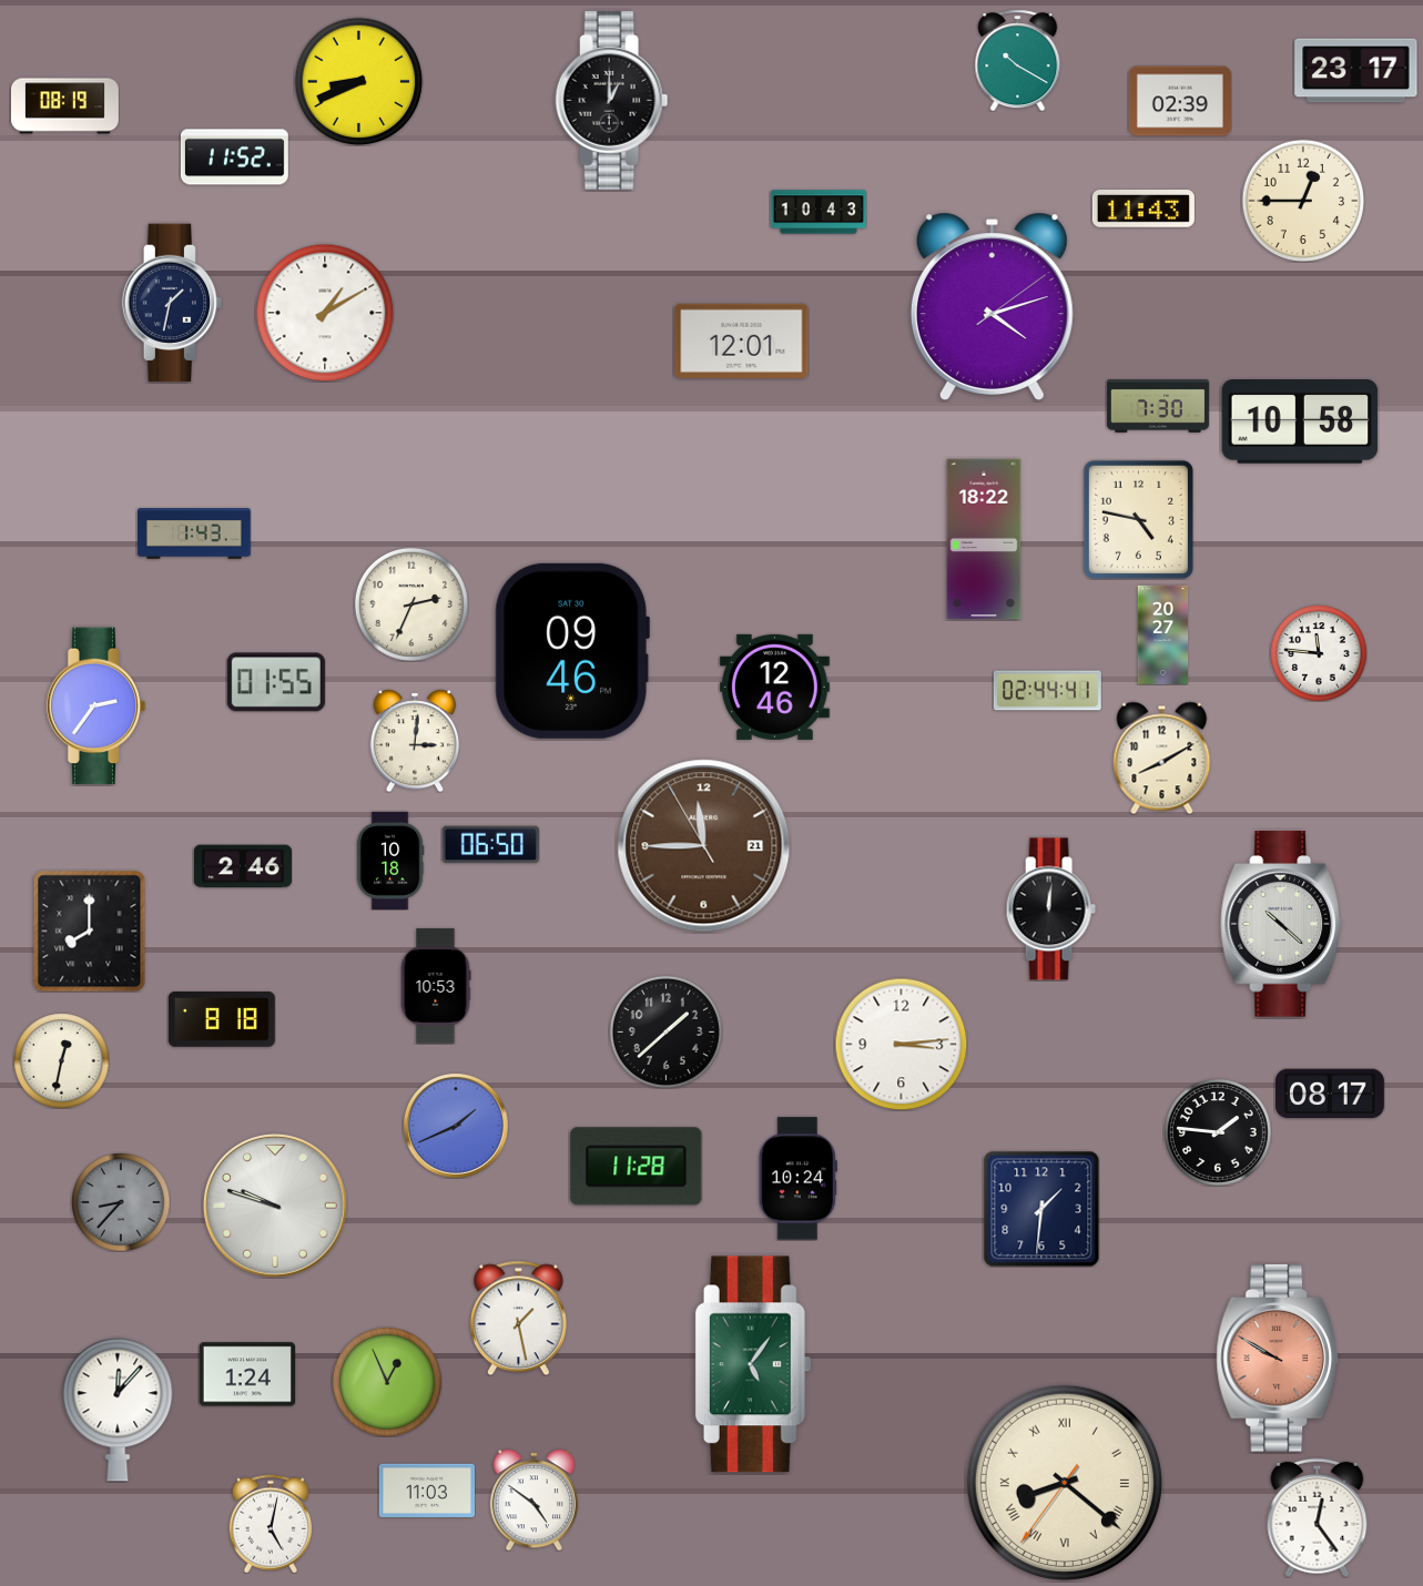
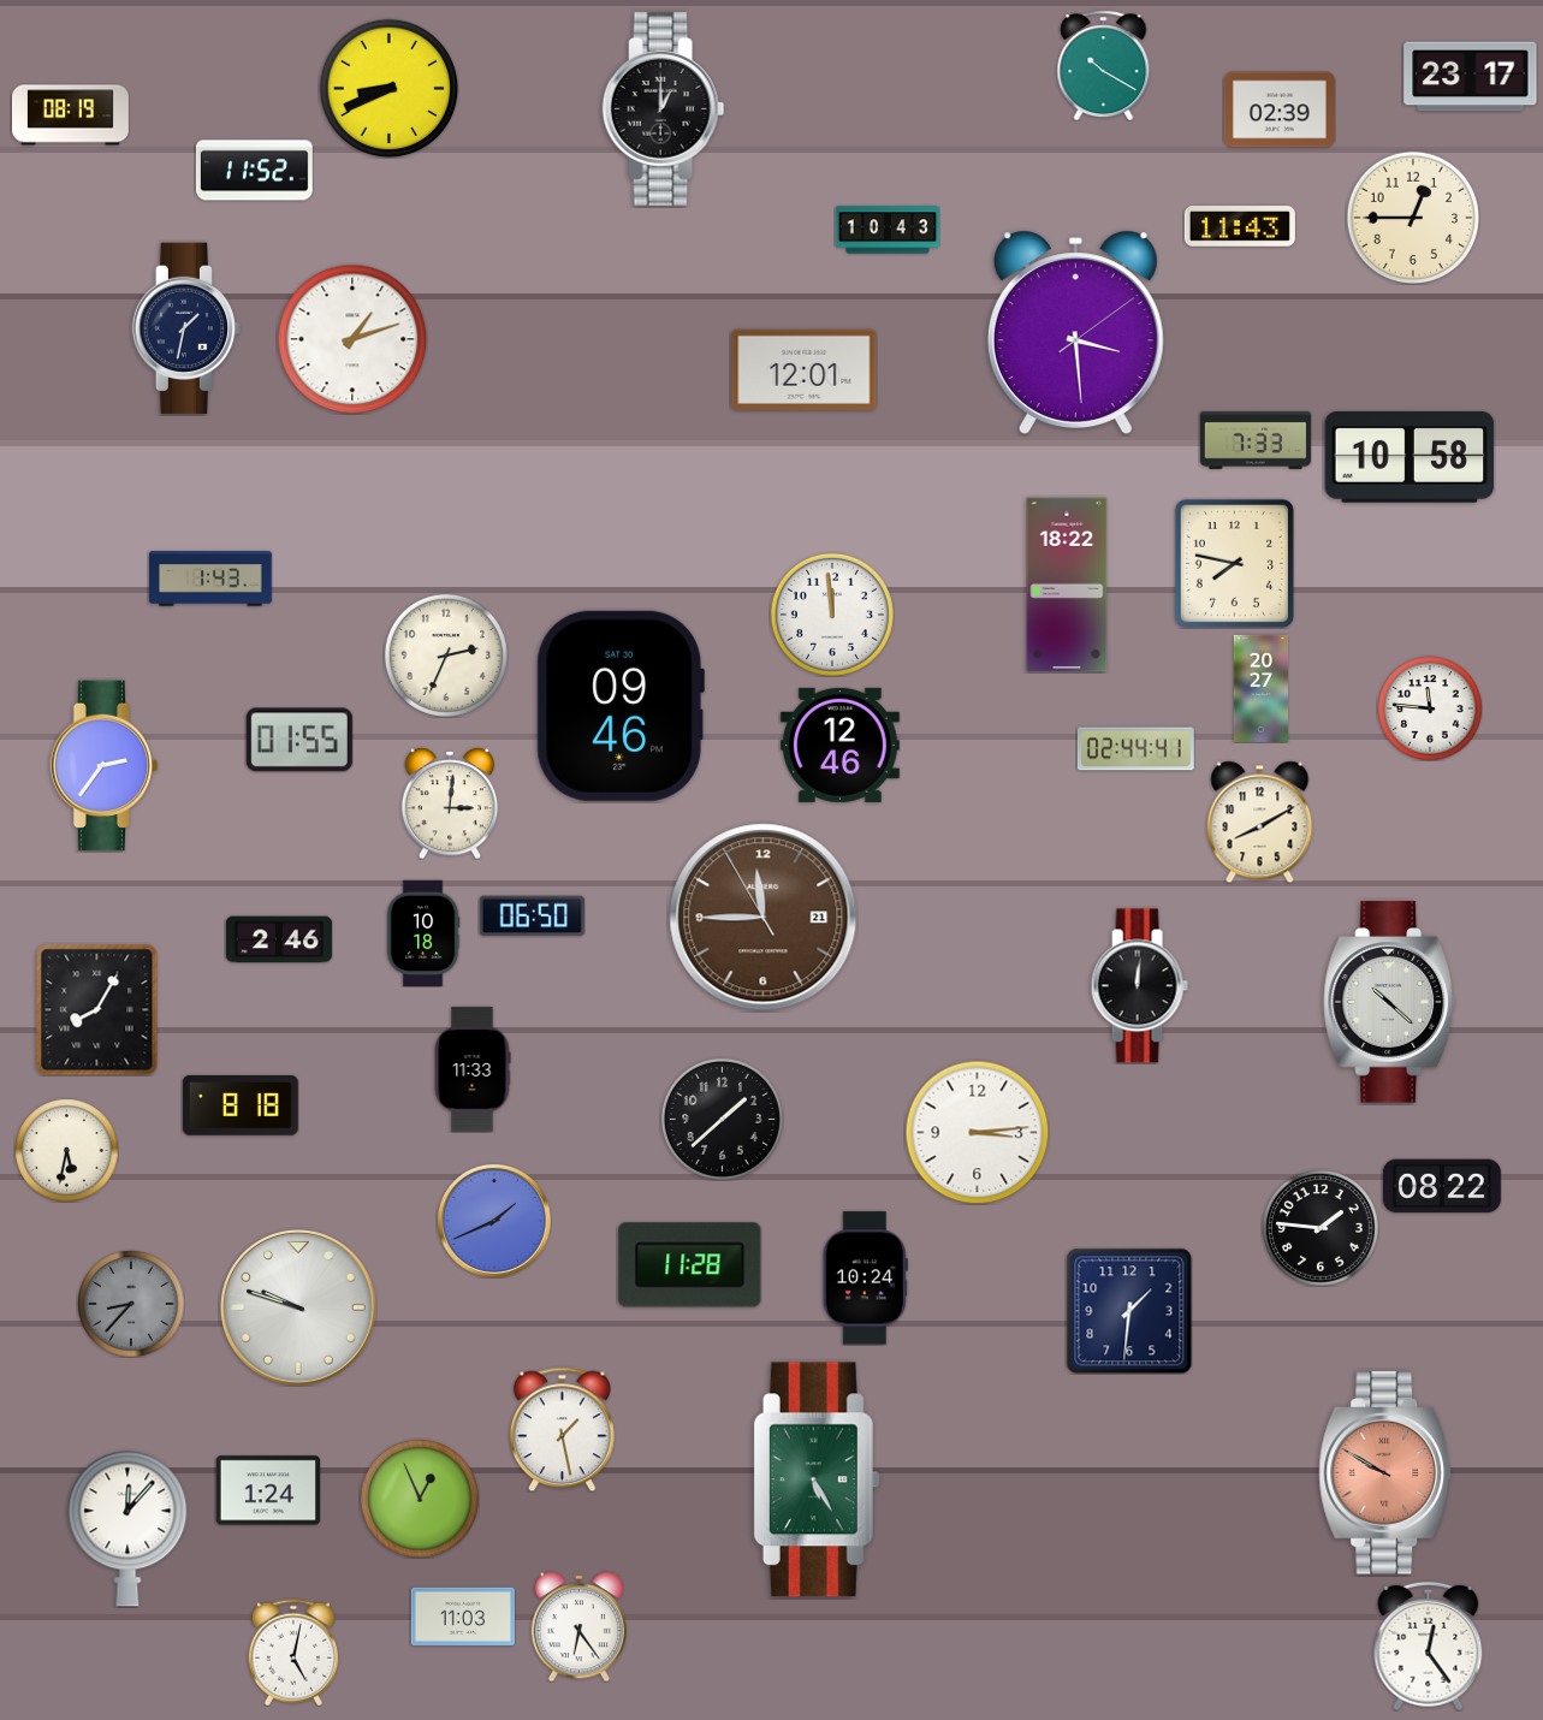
clock at (992, 306): 4:12 -> 3:29
clock at (325, 313): 1:10 -> 1:12
clock at (1158, 406): 7:30 -> 7:33
clock at (1138, 519): 4:47 -> 7:47
clock at (832, 615): none -> 11:59
clock at (243, 866) position: (243, 866) -> (279, 939)
clock at (90, 931): 8:00 -> 8:05
clock at (436, 986): 10:53 -> 11:33
clock at (61, 1060): 12:32 -> 5:32
clock at (1330, 1094): 08:17 -> 08:22
clock at (752, 1364): 5:06 -> 5:25
clock at (1065, 1483): 8:21 -> none
clock at (533, 1499): 4:51 -> 6:24
